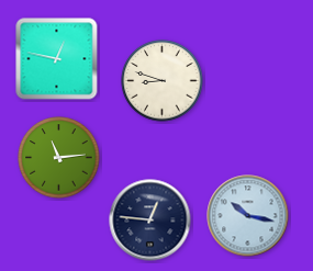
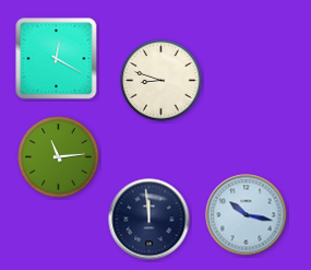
clock at (57, 59): 12:47 -> 12:20
clock at (150, 221): 12:46 -> 11:59
